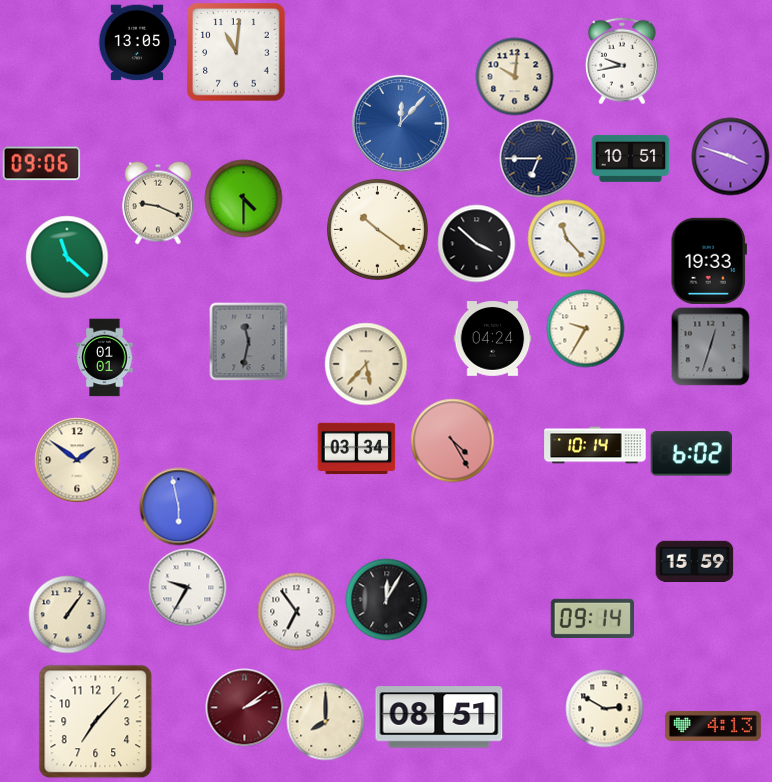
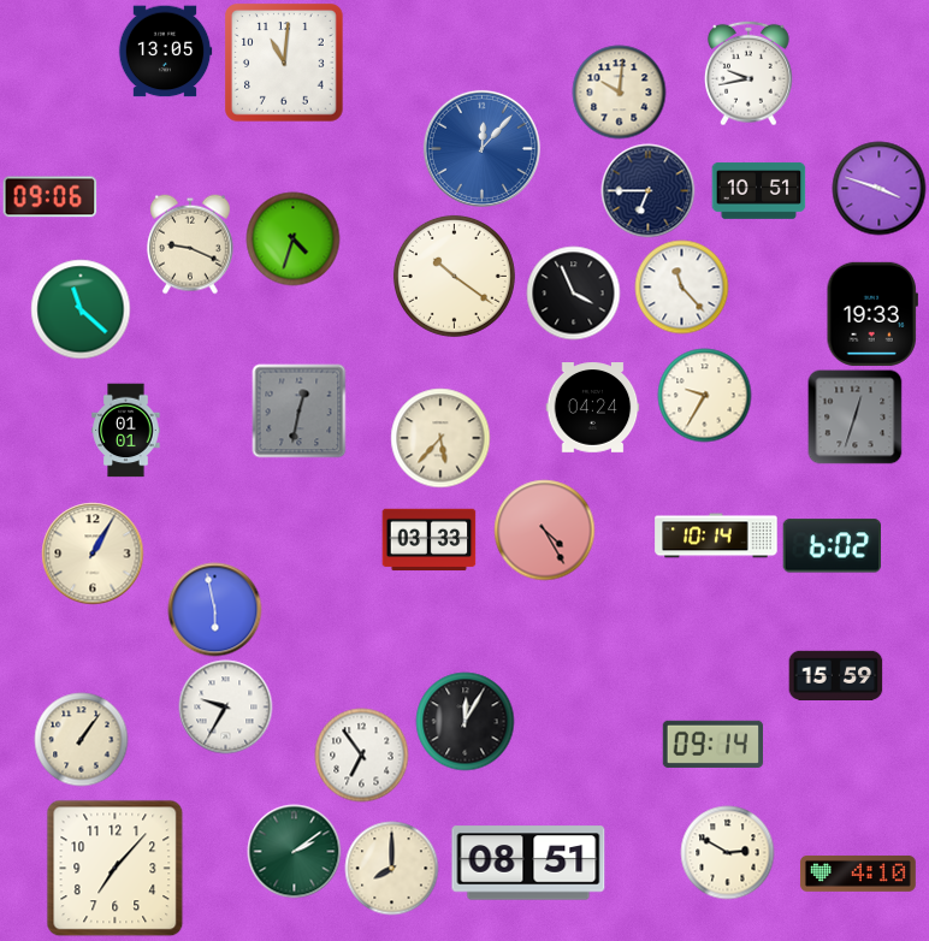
clock at (243, 198): 4:30 -> 4:33
clock at (476, 243): 3:52 -> 3:56
clock at (709, 261) position: (709, 261) -> (872, 314)
clock at (248, 341): 11:32 -> 12:32
clock at (356, 449): 03:34 -> 03:33
clock at (77, 460): 1:51 -> 1:05
clock at (296, 611) position: (296, 611) -> (361, 754)
clock at (244, 707) dial: burgundy -> green
clock at (713, 726): 4:13 -> 4:10
